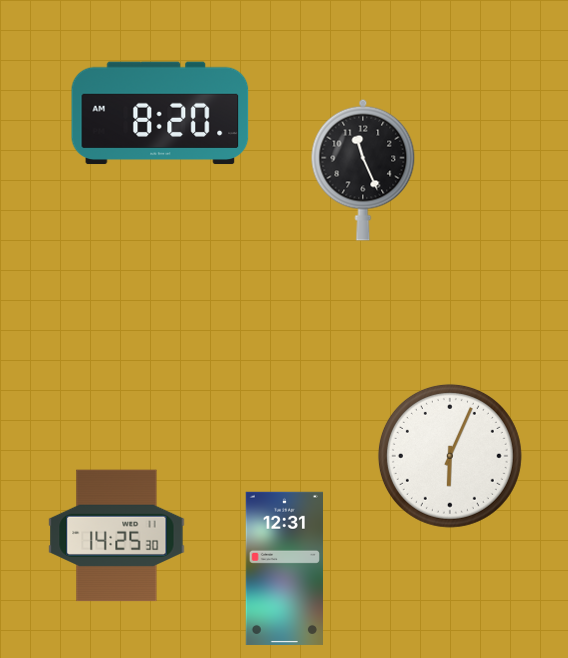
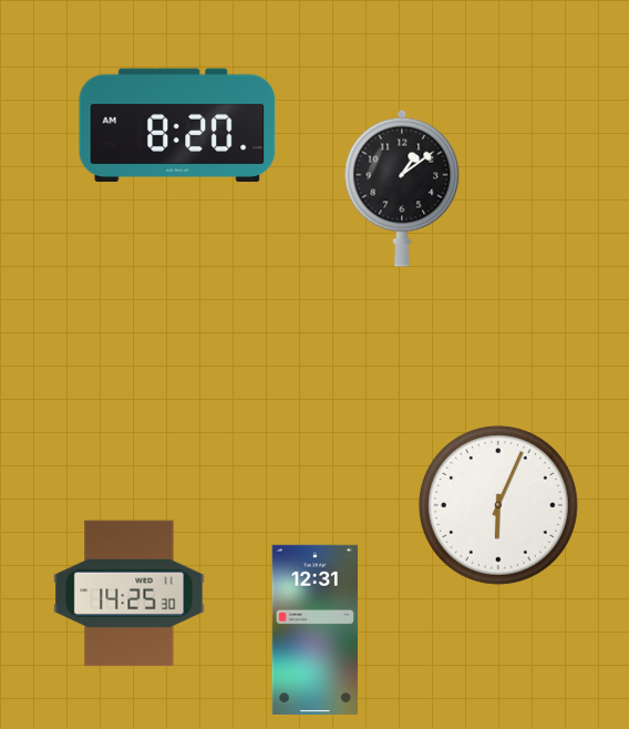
clock at (363, 170): 11:26 -> 1:09
